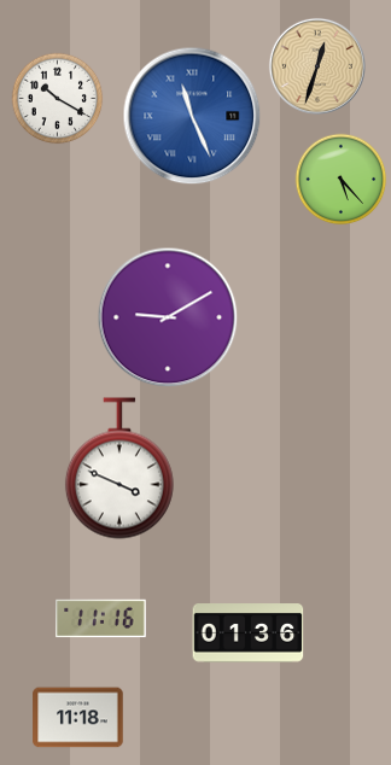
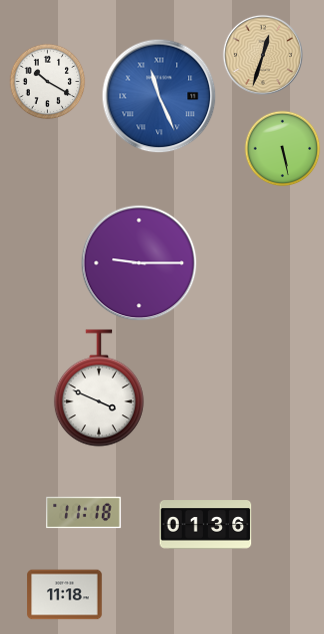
clock at (342, 180): 5:23 -> 5:28
clock at (168, 317): 9:10 -> 9:15
clock at (101, 619): 11:16 -> 11:18
